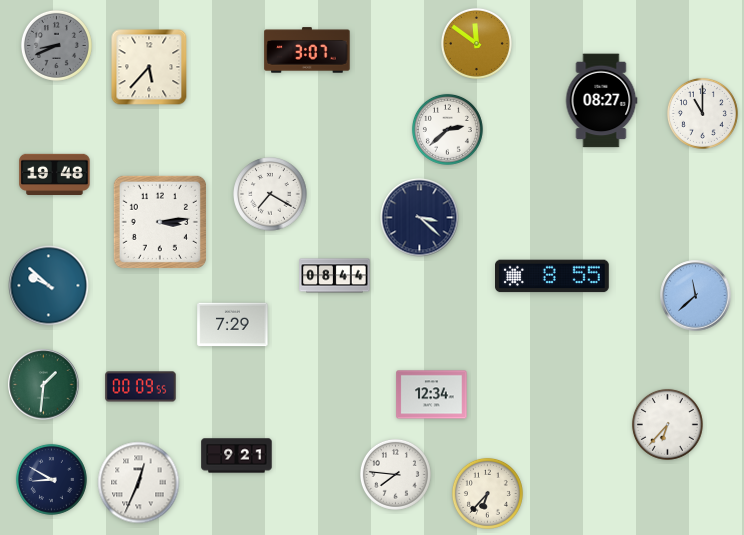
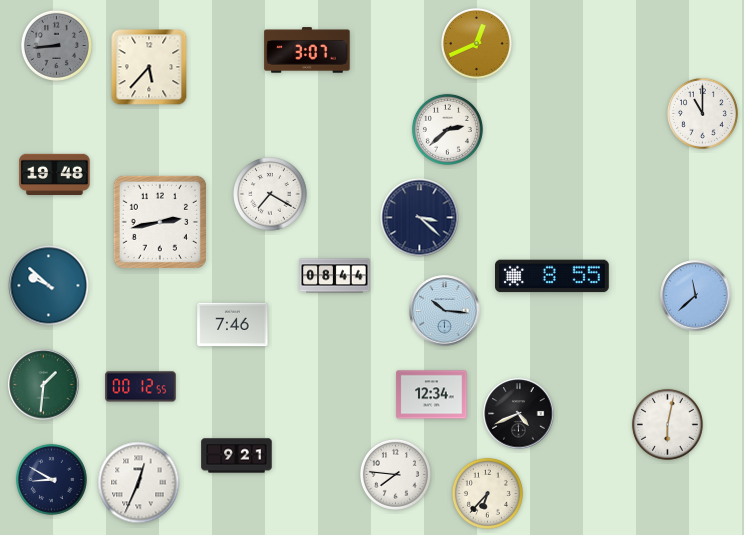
clock at (476, 43): 11:51 -> 12:41
clock at (56, 45): 8:41 -> 8:44
clock at (601, 101): 08:27 -> none
clock at (160, 222): 3:14 -> 2:43
clock at (445, 311): none -> 10:16
clock at (233, 325): 7:29 -> 7:46
clock at (141, 387): 00:09 -> 00:12
clock at (519, 414): none -> 4:41
clock at (667, 424): 6:37 -> 6:02
